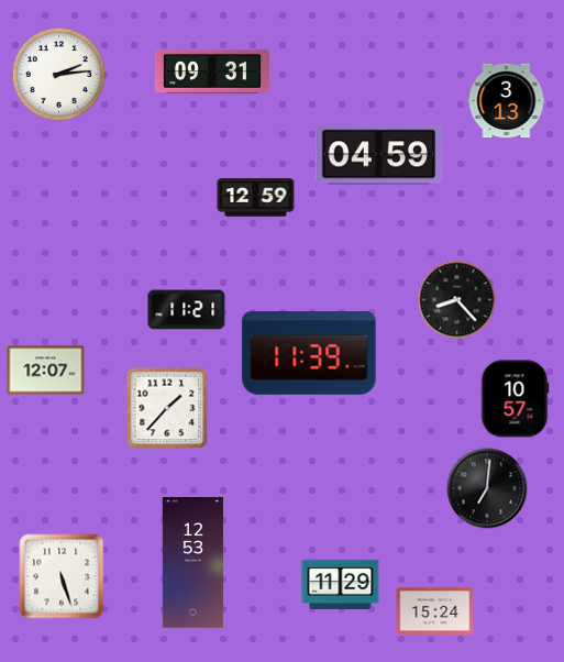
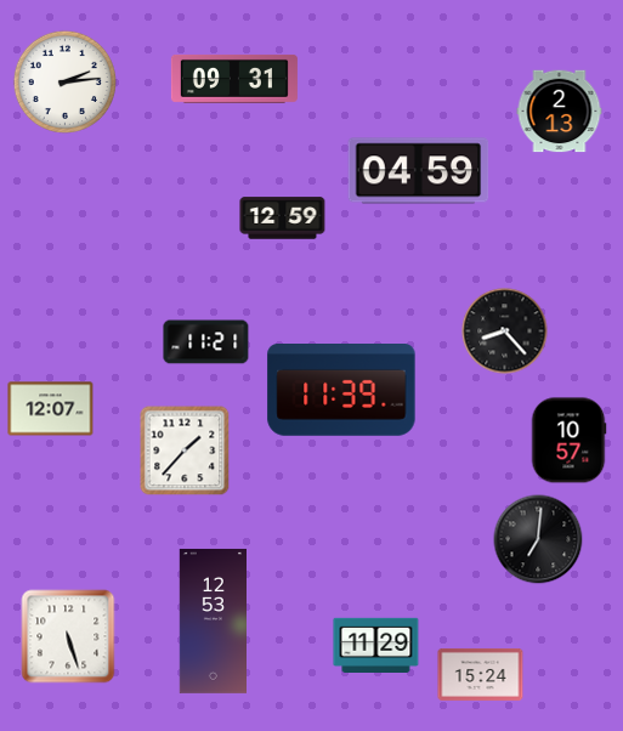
clock at (507, 101): 3:13 -> 2:13
